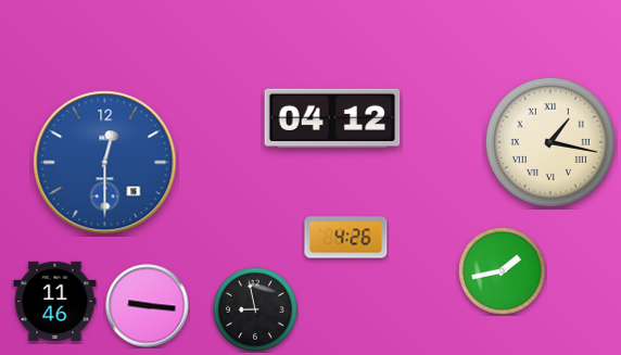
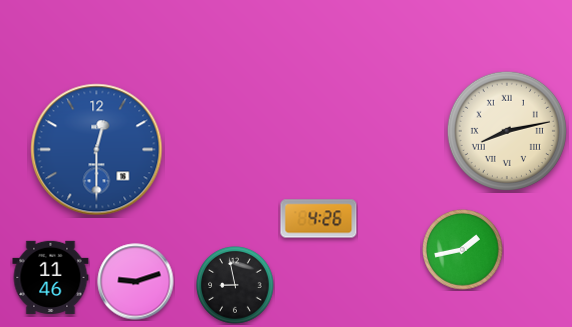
clock at (332, 118): 04:12 -> none
clock at (550, 142): 1:17 -> 8:13
clock at (148, 306): 9:16 -> 9:12
